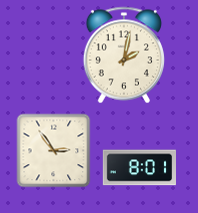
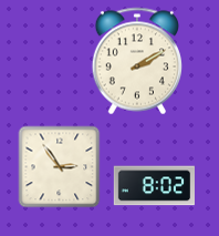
clock at (123, 55): 2:02 -> 2:10
clock at (139, 168): 8:01 -> 8:02
